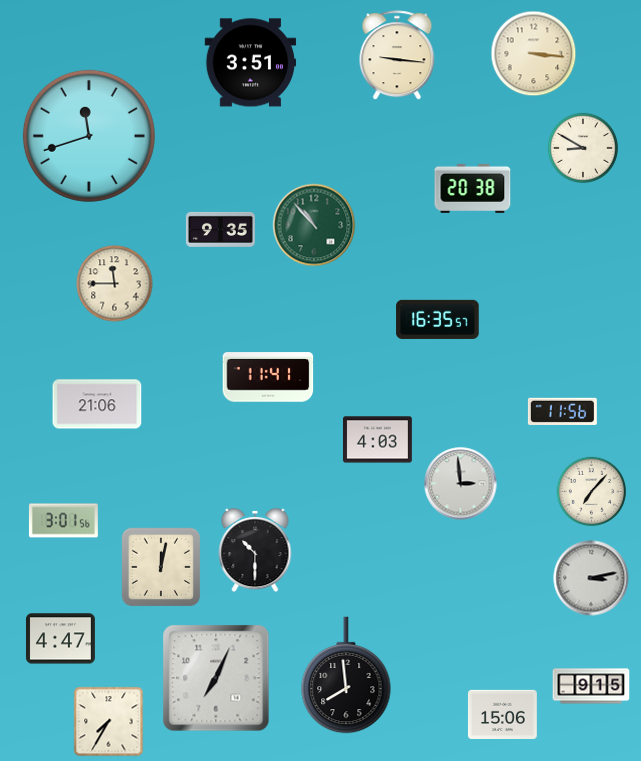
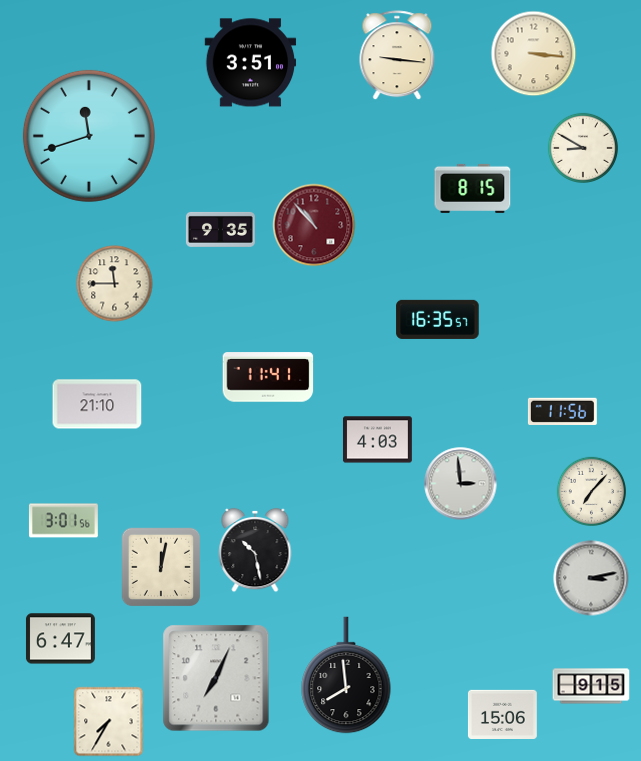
clock at (473, 188): 20:38 -> 8:15
clock at (314, 225) dial: green -> burgundy
clock at (97, 404): 21:06 -> 21:10
clock at (255, 550): 10:30 -> 10:28
clock at (60, 639): 4:47 -> 6:47
